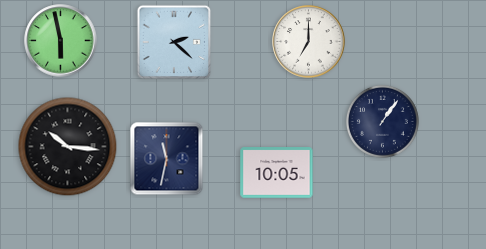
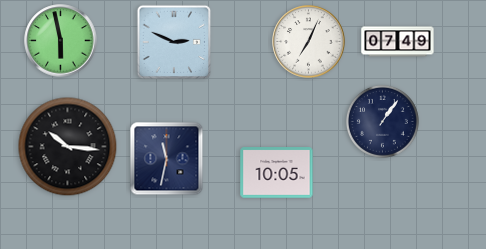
clock at (174, 42): 2:22 -> 2:49
clock at (309, 42): 7:00 -> 7:04
clock at (398, 42): none -> 07:49
